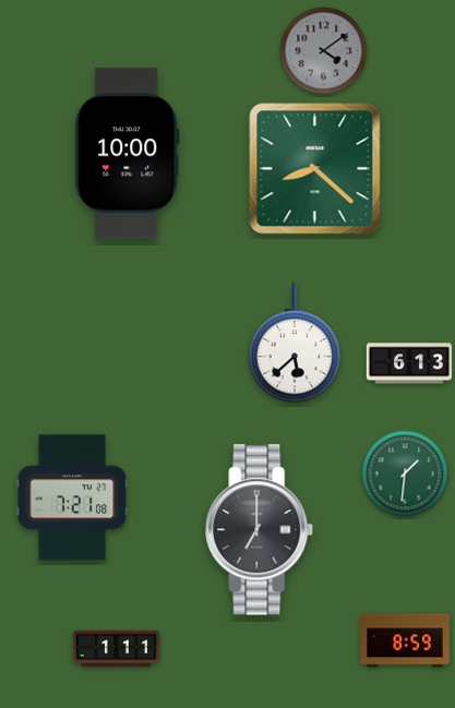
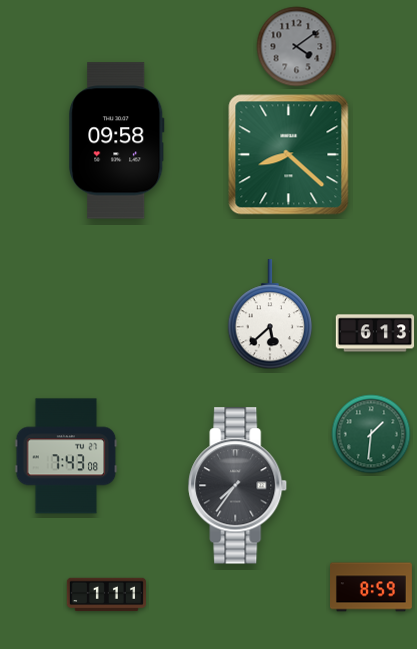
clock at (128, 154): 10:00 -> 09:58
clock at (72, 497): 7:21 -> 7:43
clock at (260, 530): 7:00 -> 7:36
